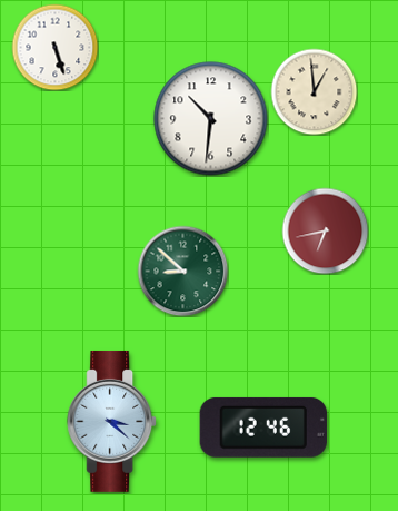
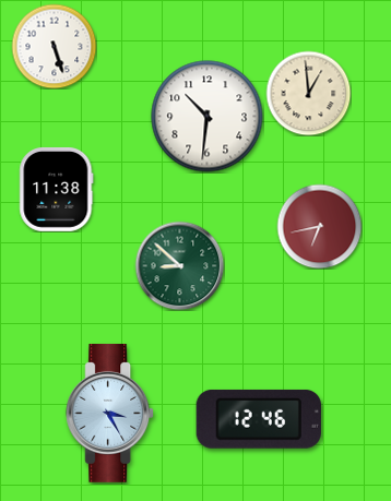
clock at (314, 91) position: (314, 91) -> (308, 93)
clock at (57, 189): none -> 11:38
clock at (112, 421): 3:22 -> 3:25
